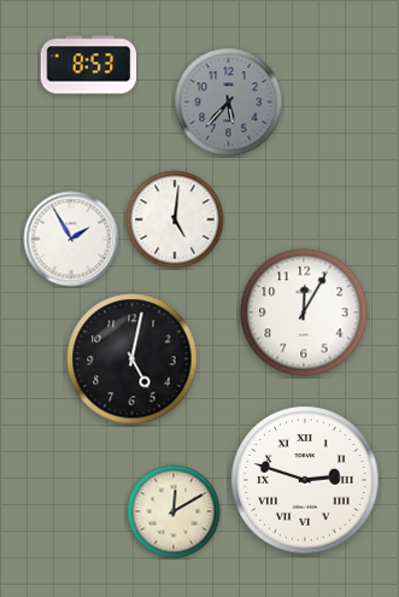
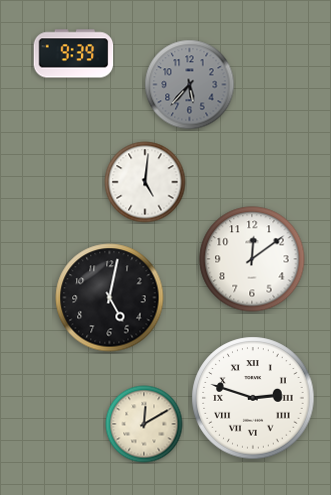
clock at (89, 65): 8:53 -> 9:39
clock at (71, 239): 1:55 -> none
clock at (304, 312): 12:05 -> 12:09
